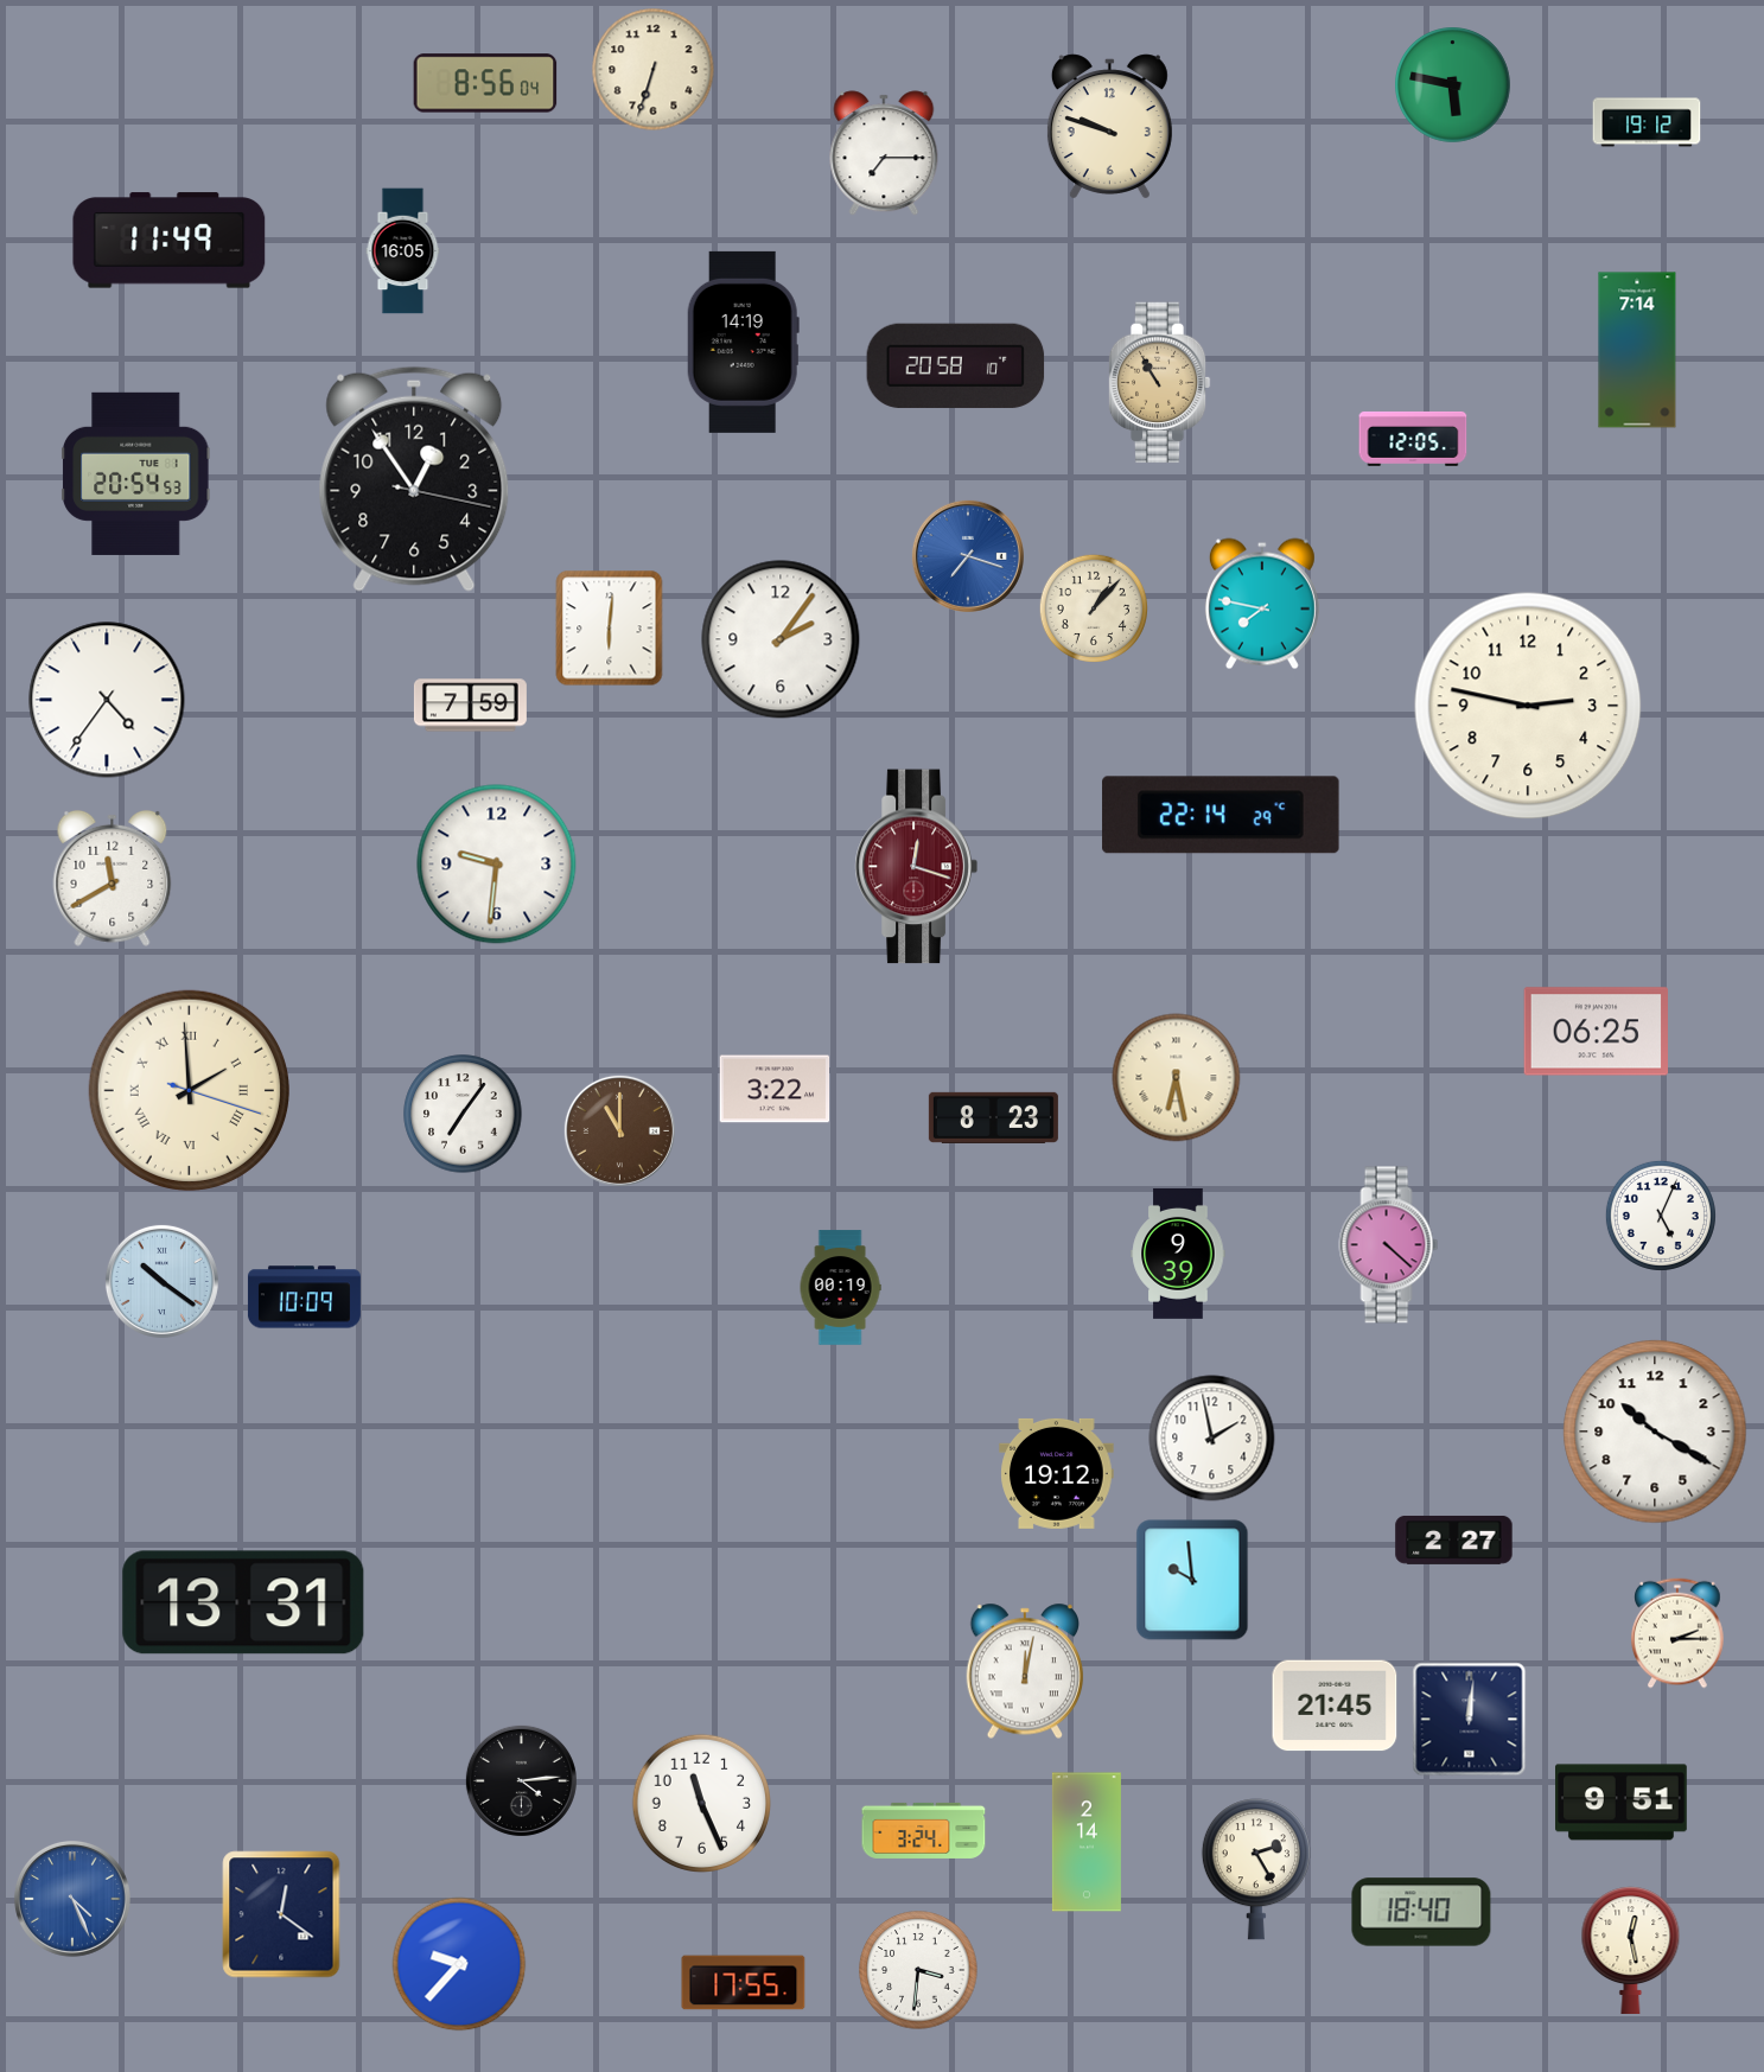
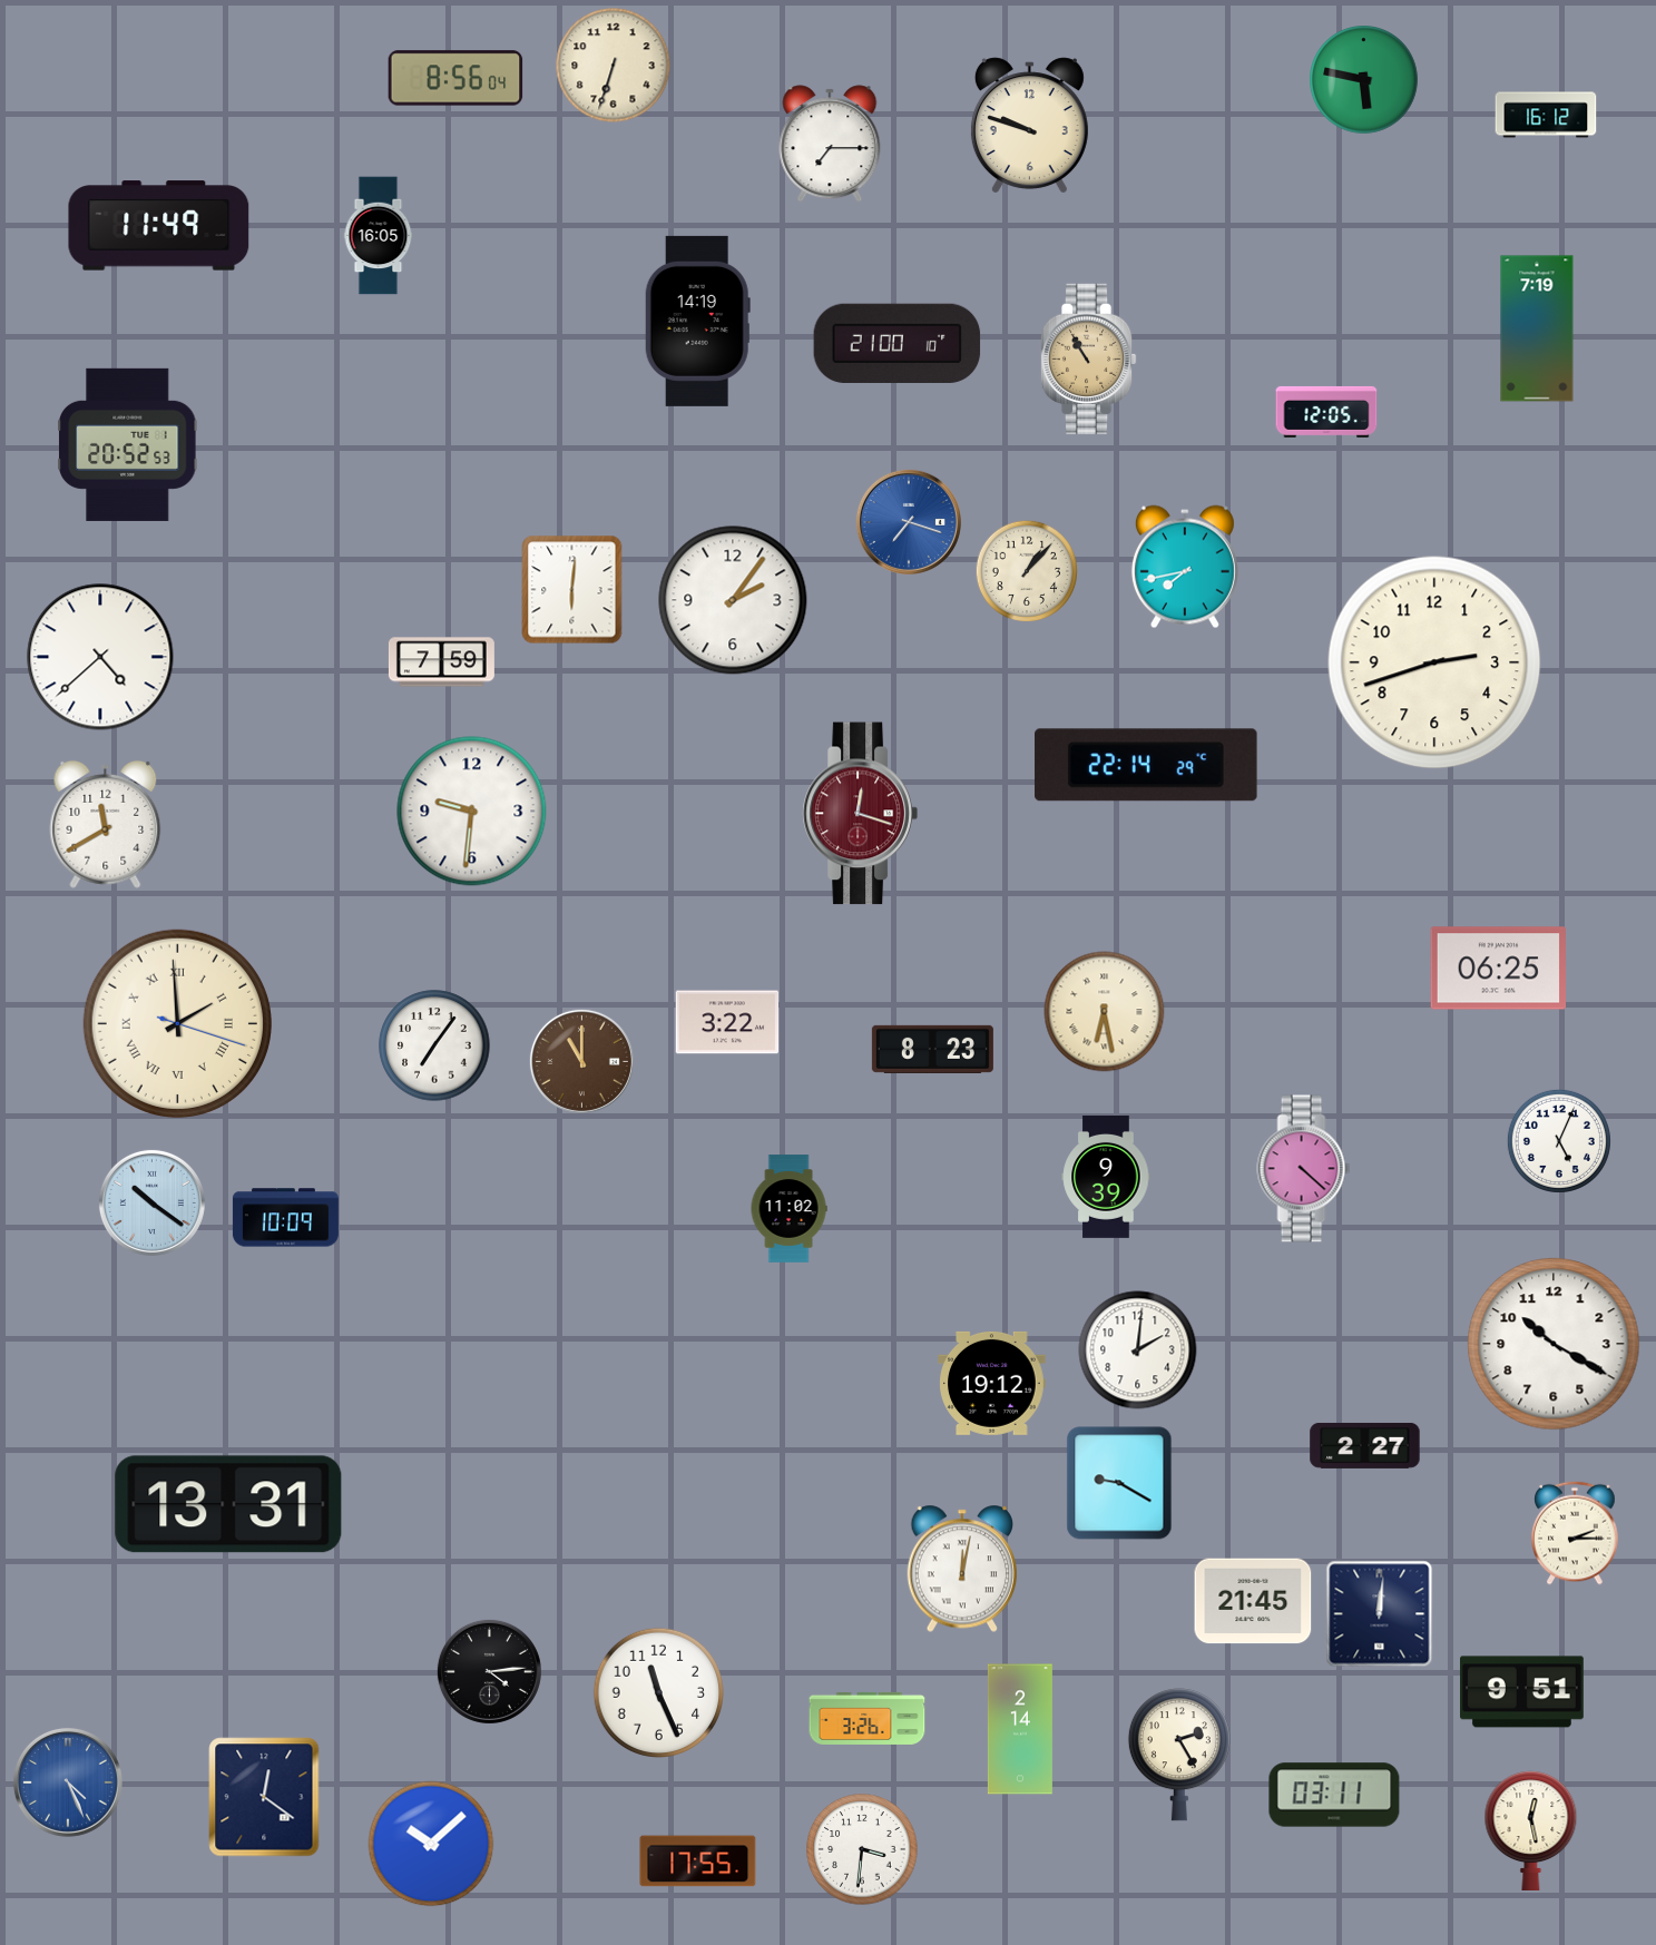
clock at (1647, 122): 19:12 -> 16:12
clock at (1109, 127) position: (1109, 127) -> (1029, 126)
clock at (1637, 350): 7:14 -> 7:19
clock at (956, 365): 20:58 -> 21:00
clock at (136, 473): 20:54 -> 20:52
clock at (414, 479): 12:54 -> none
clock at (1262, 604): 7:47 -> 7:43
clock at (107, 700): 4:36 -> 4:38
clock at (1528, 706): 2:47 -> 2:42
clock at (497, 865) position: (497, 865) -> (472, 812)
clock at (840, 1288): 00:19 -> 11:02
clock at (1212, 1439): 1:58 -> 2:01
clock at (1192, 1580): 9:59 -> 9:20
clock at (924, 1830): 3:24 -> 3:26
clock at (1421, 1912): 18:40 -> 03:11
clock at (459, 1964): 9:37 -> 10:08
